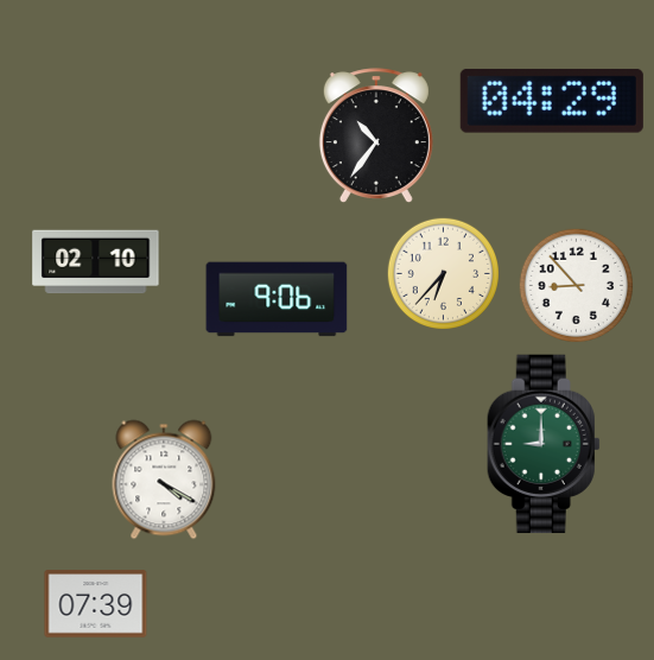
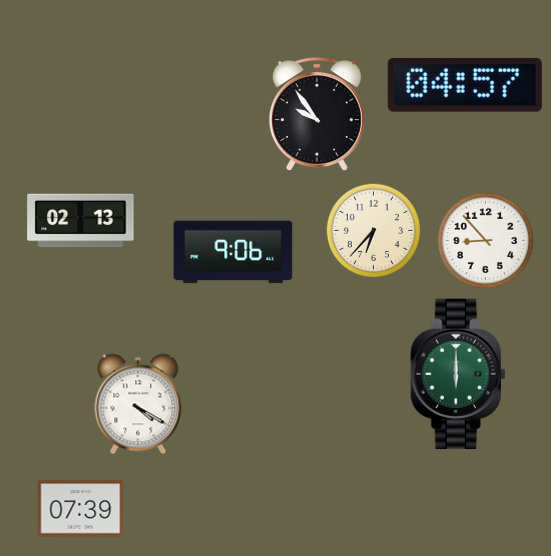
clock at (552, 101): 04:29 -> 04:57
clock at (376, 135): 10:36 -> 9:54
clock at (96, 262): 02:10 -> 02:13
clock at (544, 444): 9:00 -> 6:00
